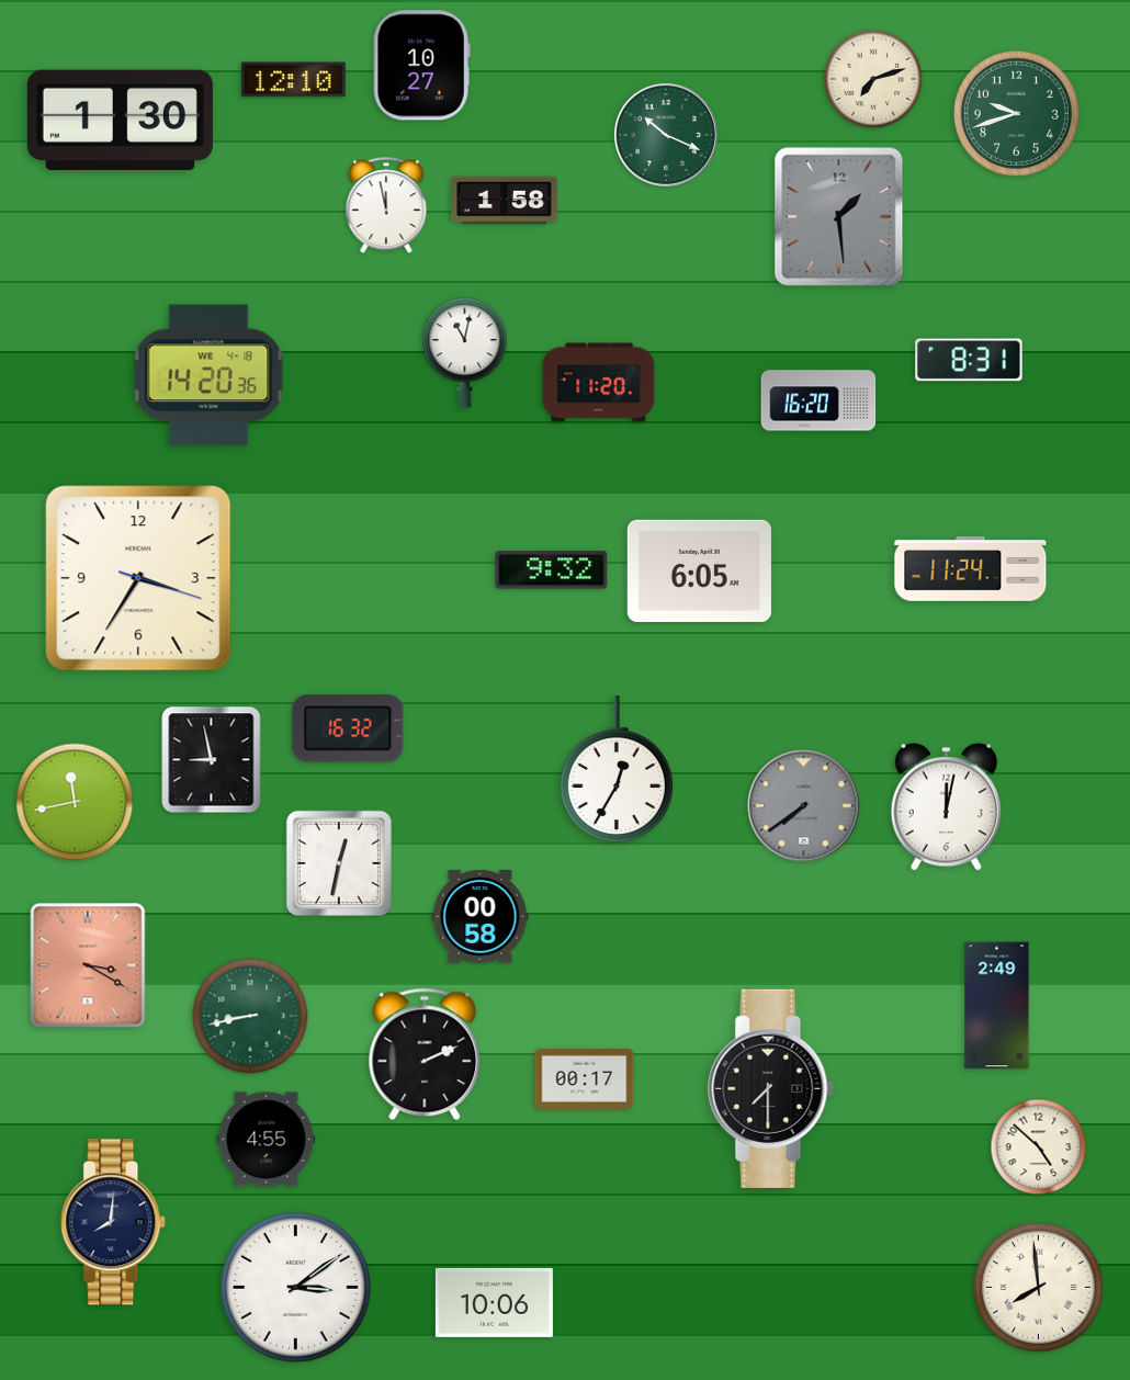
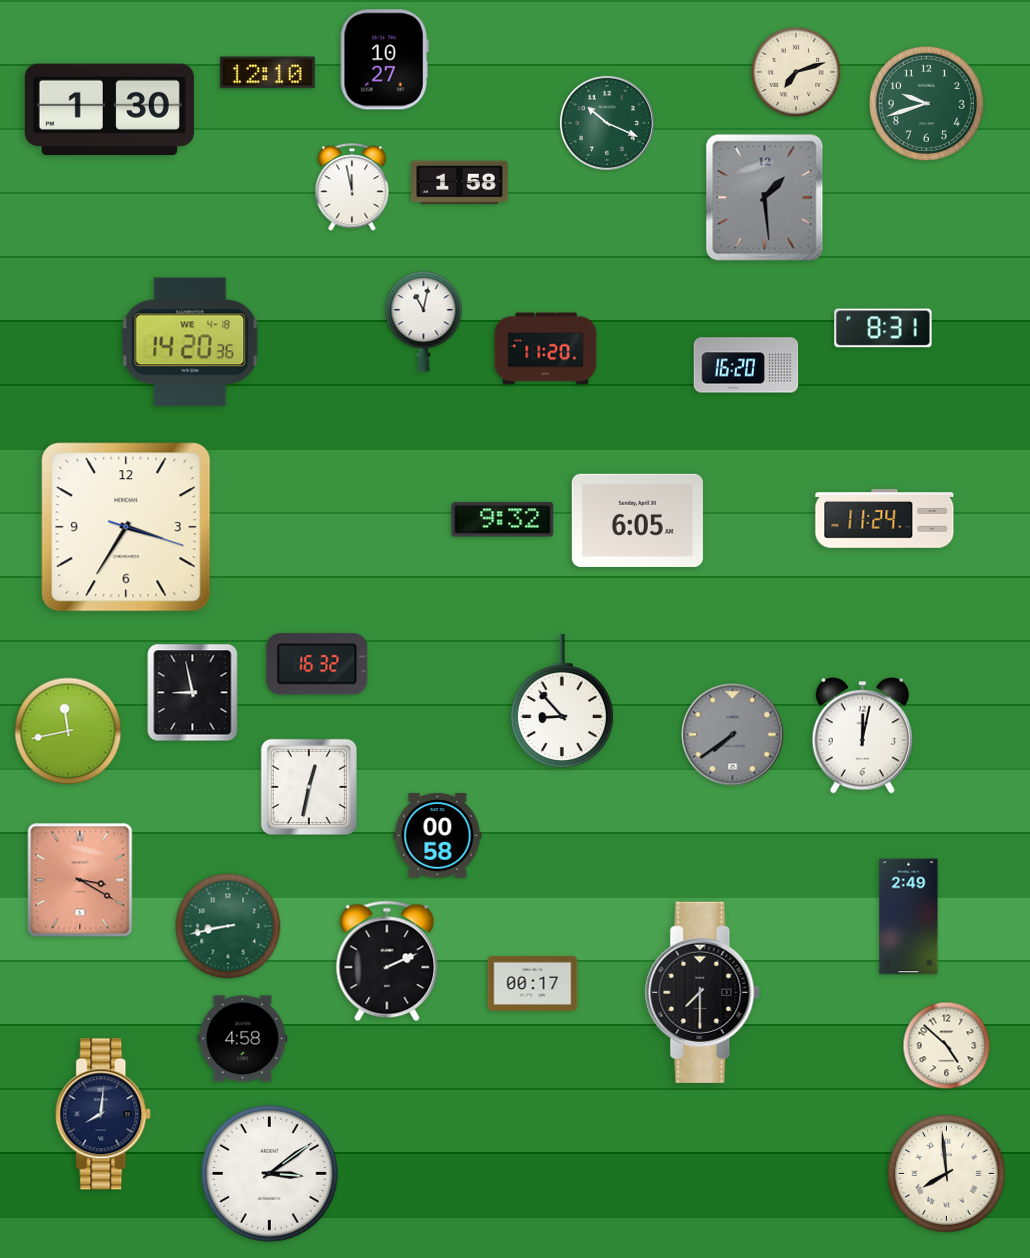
clock at (617, 770): 12:35 -> 8:53
clock at (267, 1140): 4:55 -> 4:58
clock at (494, 1302): 10:06 -> none
